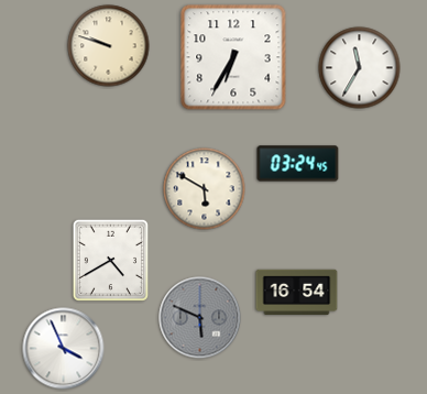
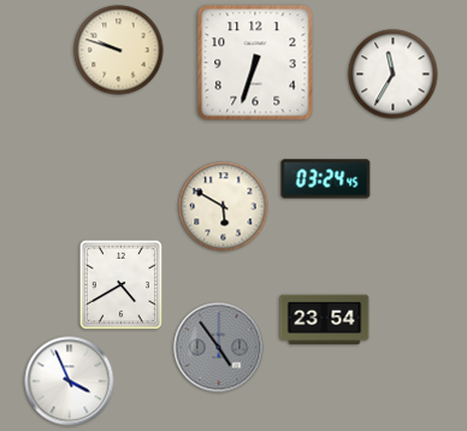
clock at (233, 57): 6:35 -> 6:33
clock at (297, 292): 16:54 -> 23:54
clock at (200, 318): 5:49 -> 4:54
